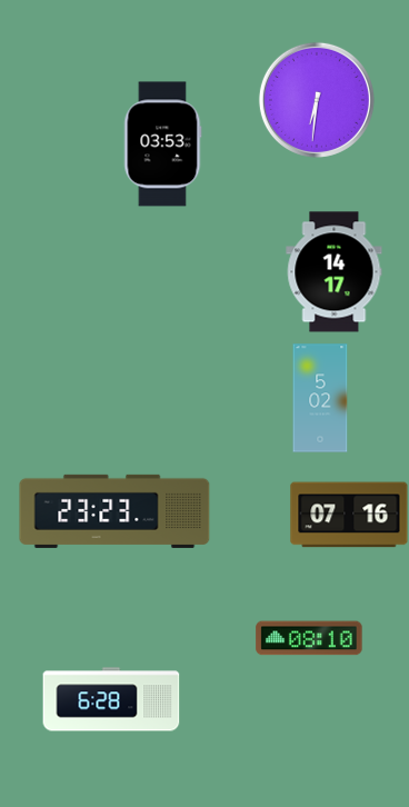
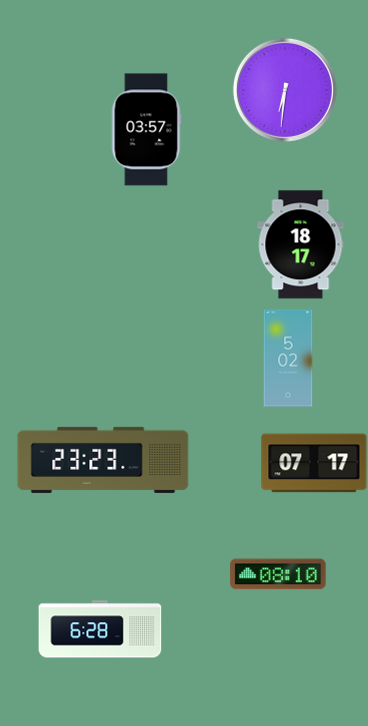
clock at (162, 145): 03:53 -> 03:57
clock at (335, 272): 14:17 -> 18:17
clock at (349, 515): 07:16 -> 07:17
